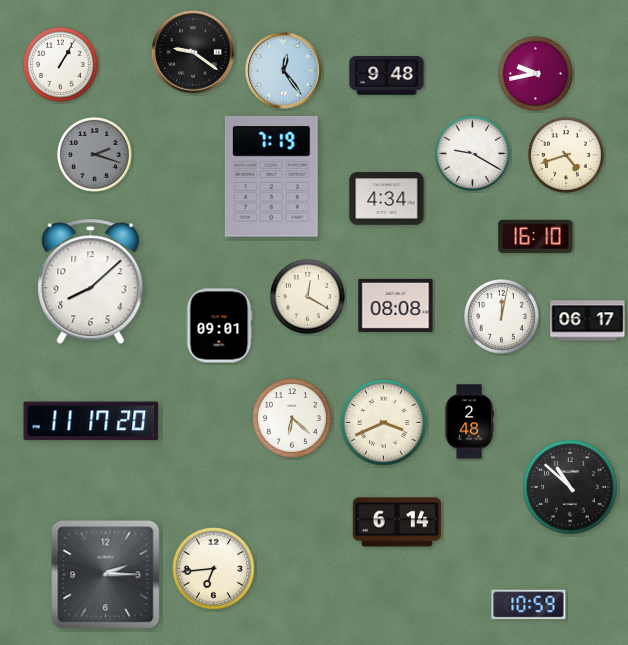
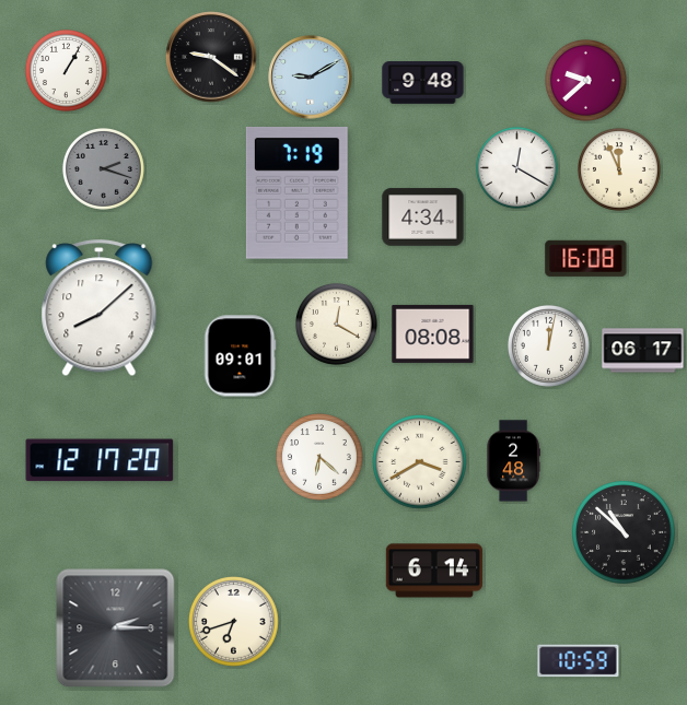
clock at (284, 71): 12:24 -> 9:10
clock at (535, 73): 9:43 -> 9:38
clock at (472, 153): 9:20 -> 12:20
clock at (566, 155): 4:42 -> 11:56
clock at (536, 236): 16:10 -> 16:08
clock at (91, 421): 11:17 -> 12:17
clock at (384, 423): 3:41 -> 3:40
clock at (214, 569): 6:44 -> 6:42
